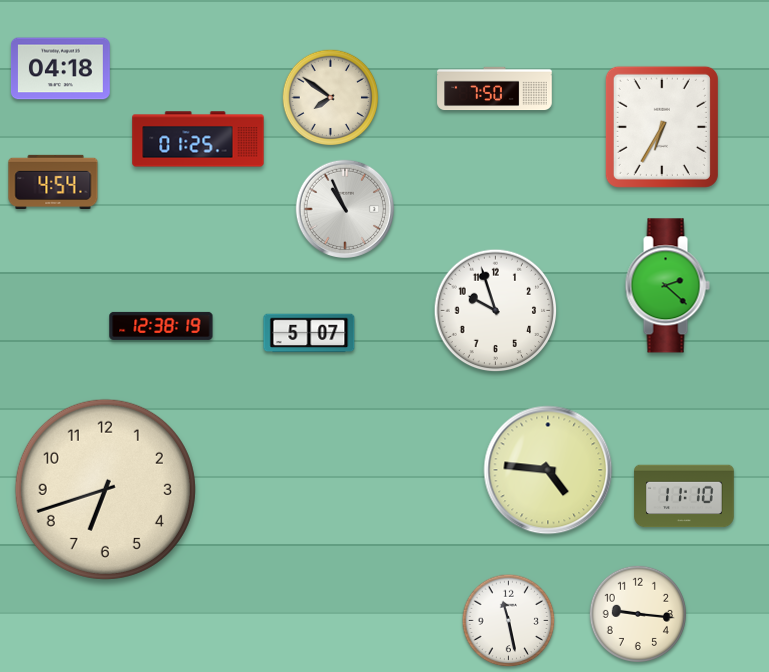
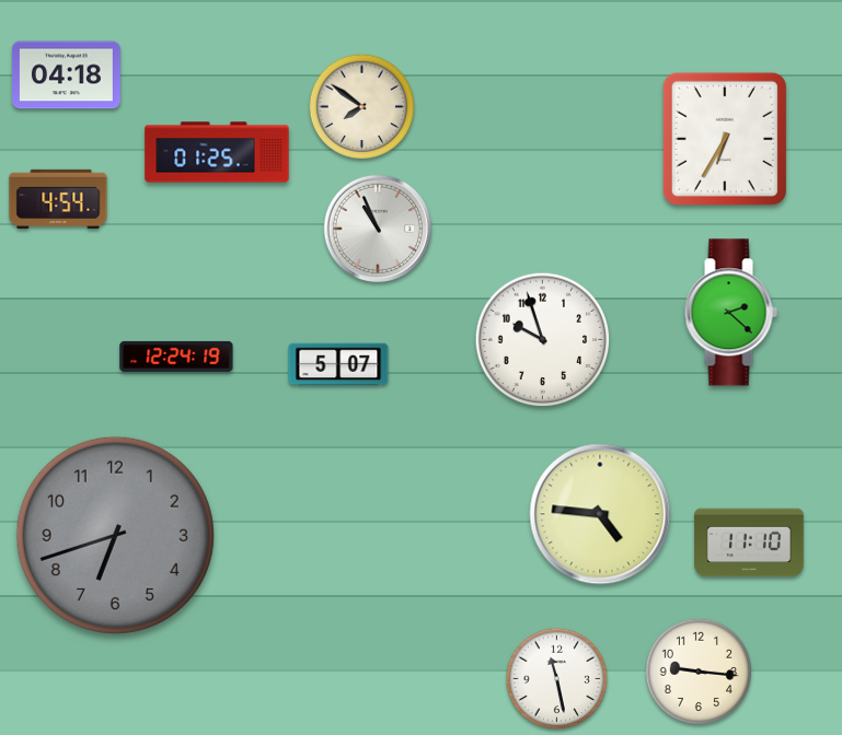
clock at (495, 89): 7:50 -> none
clock at (161, 326): 12:38 -> 12:24
clock at (105, 489) dial: cream -> grey
